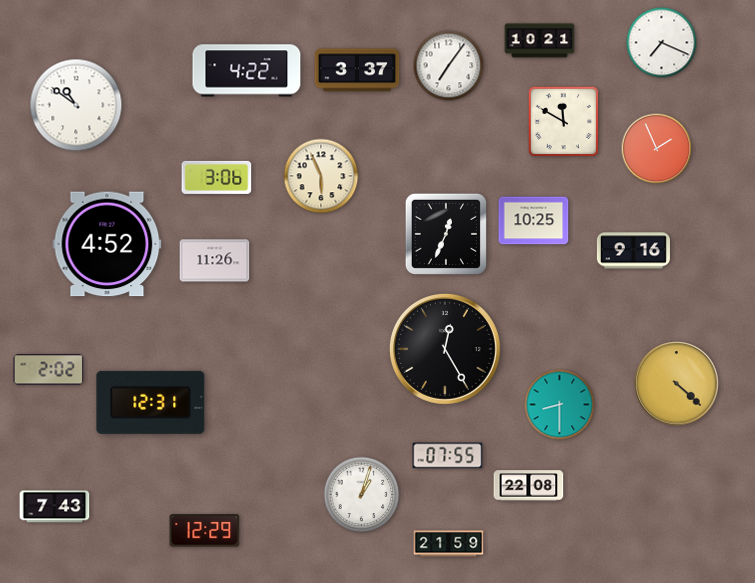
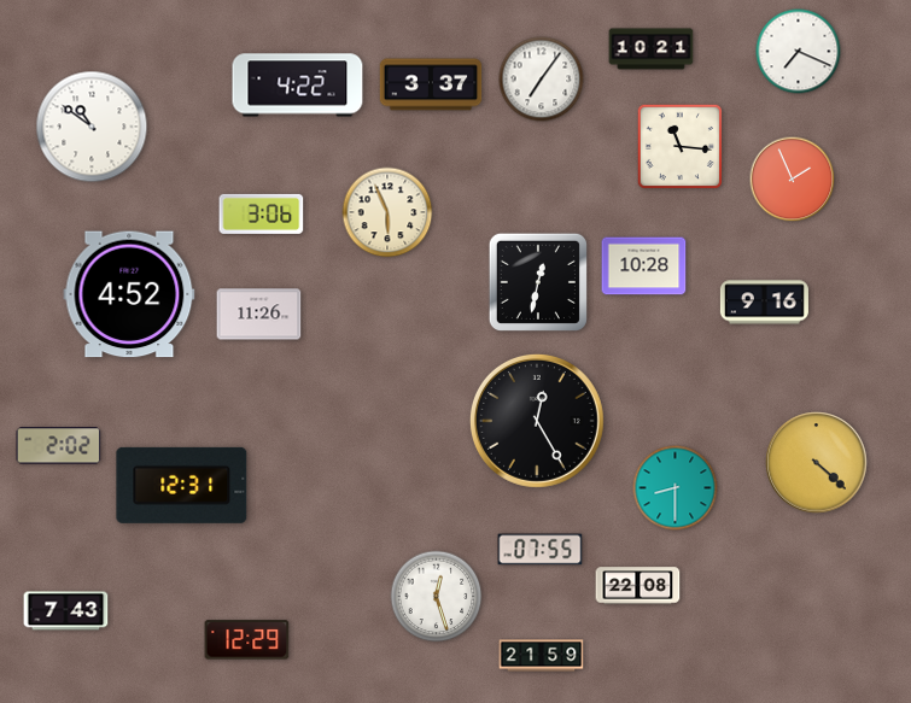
clock at (563, 121): 11:50 -> 11:16
clock at (534, 221): 10:25 -> 10:28
clock at (446, 234): 12:34 -> 12:32
clock at (362, 495): 1:03 -> 12:27
